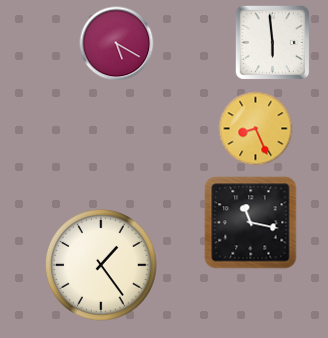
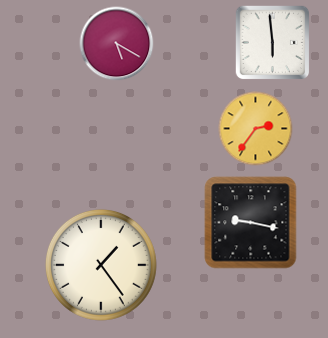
clock at (256, 129): 8:26 -> 2:36
clock at (251, 223): 11:17 -> 9:17
